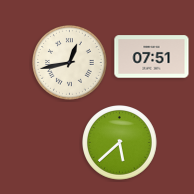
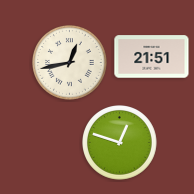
clock at (152, 57): 07:51 -> 21:51
clock at (120, 143): 5:38 -> 12:48
